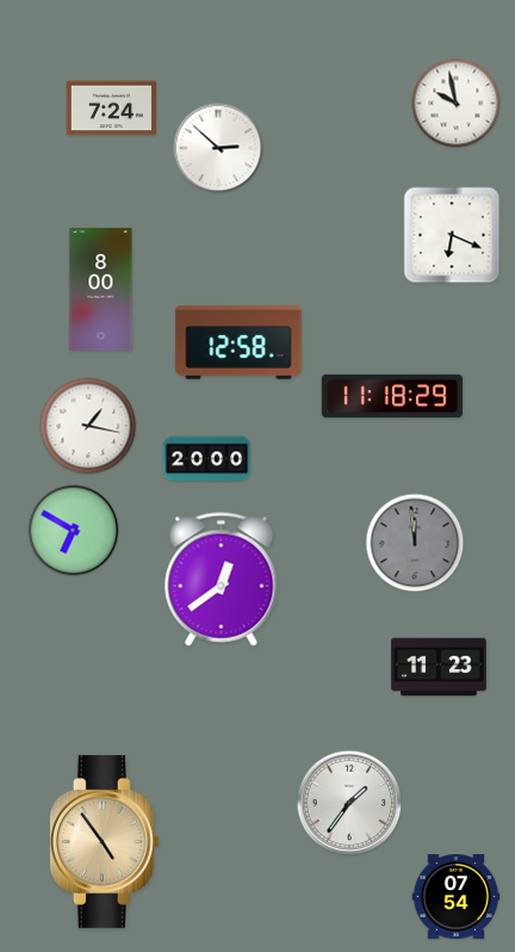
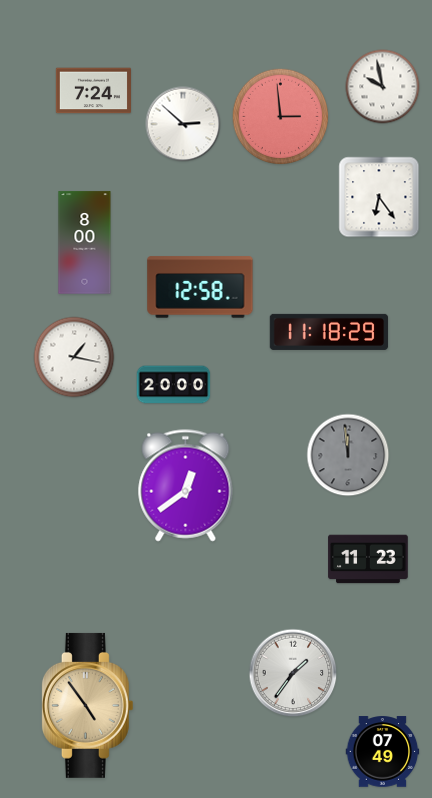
clock at (281, 117): none -> 2:59
clock at (452, 235): 6:19 -> 6:24
clock at (74, 531): 6:50 -> none
clock at (457, 897): 07:54 -> 07:49
